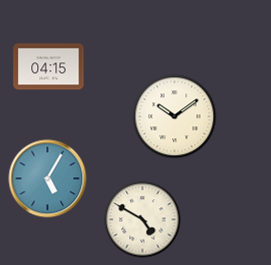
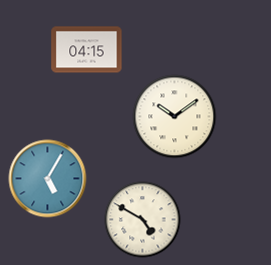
clock at (49, 67) position: (49, 67) -> (87, 50)
